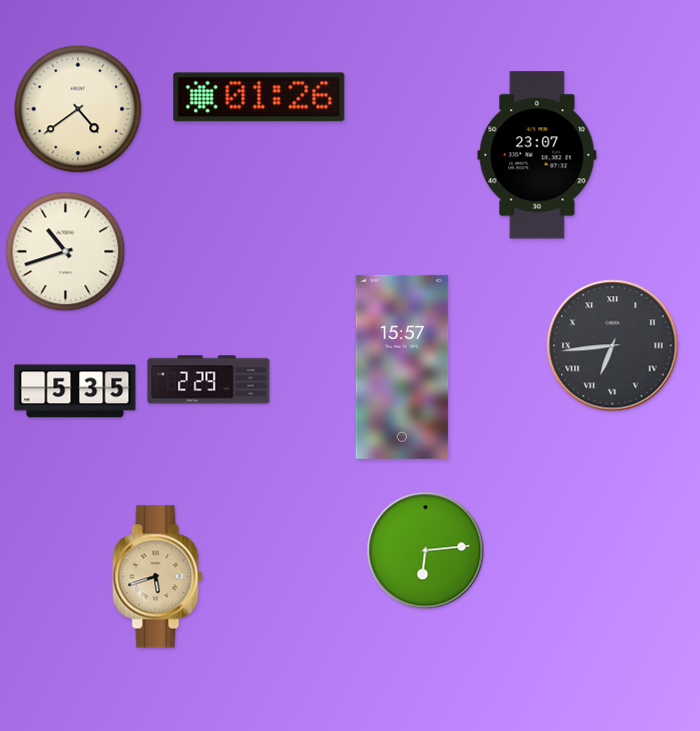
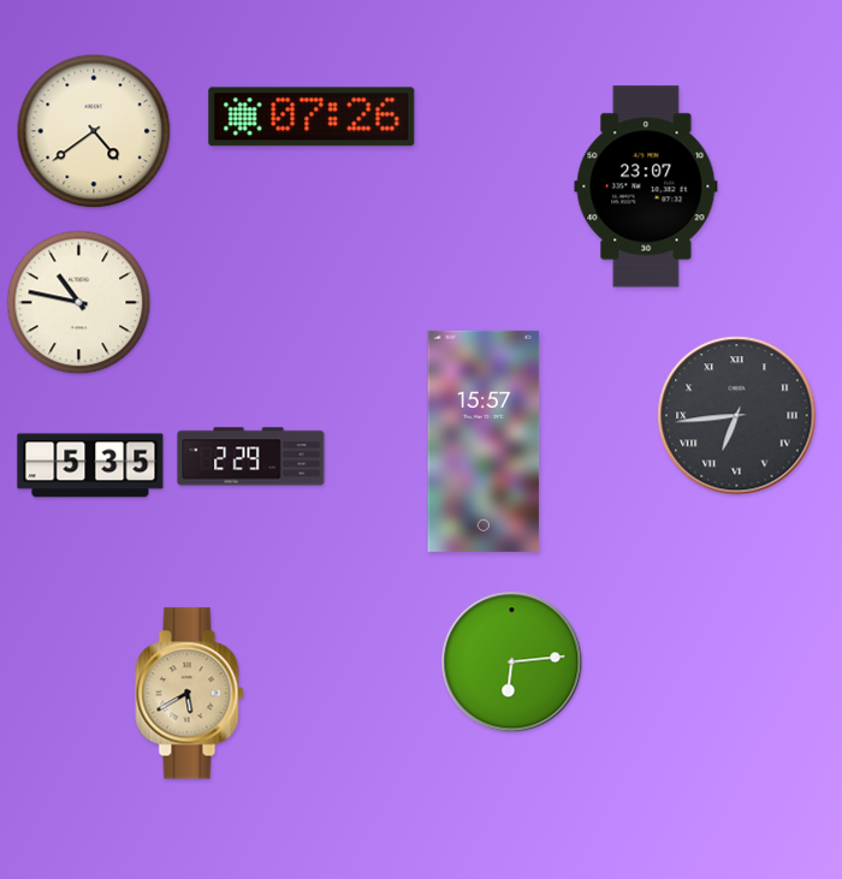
clock at (259, 97): 01:26 -> 07:26
clock at (66, 252): 10:42 -> 10:47
clock at (75, 391) position: (75, 391) -> (90, 465)
clock at (158, 577): 5:42 -> 5:40
